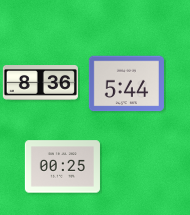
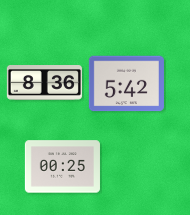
clock at (40, 83) position: (40, 83) -> (44, 83)
clock at (126, 84): 5:44 -> 5:42
